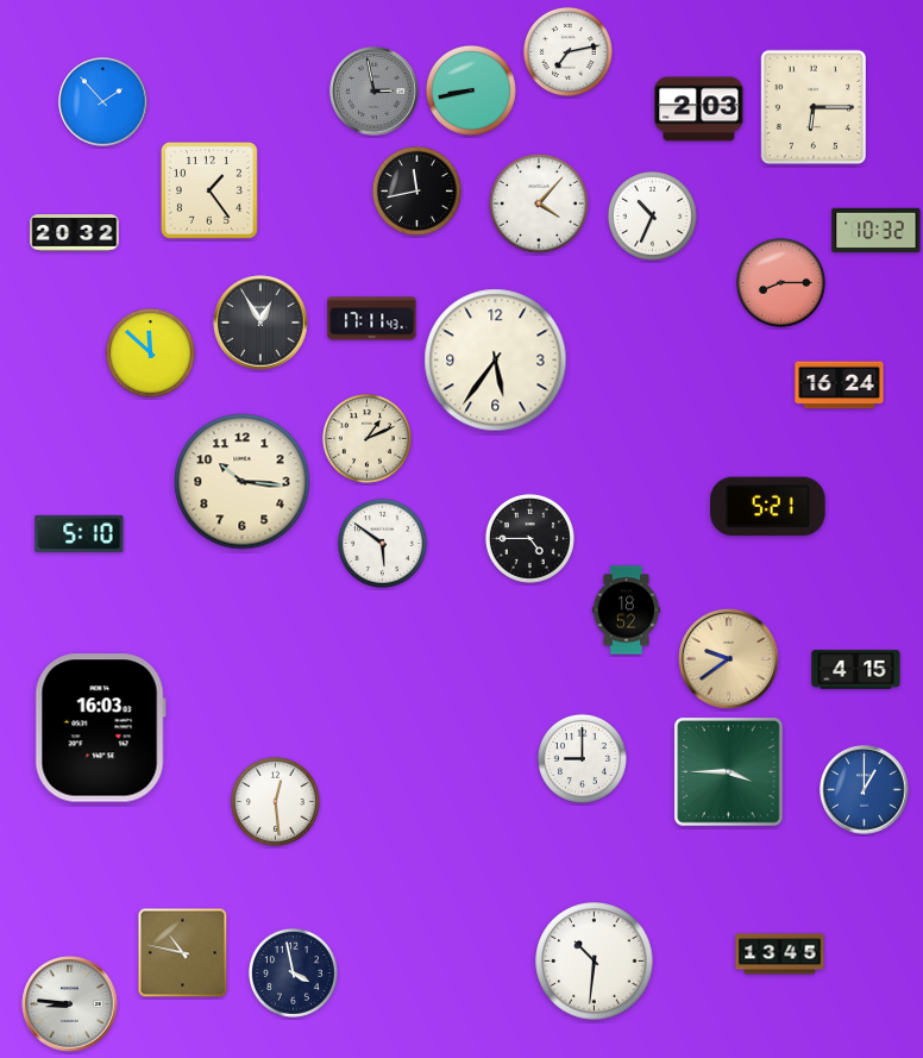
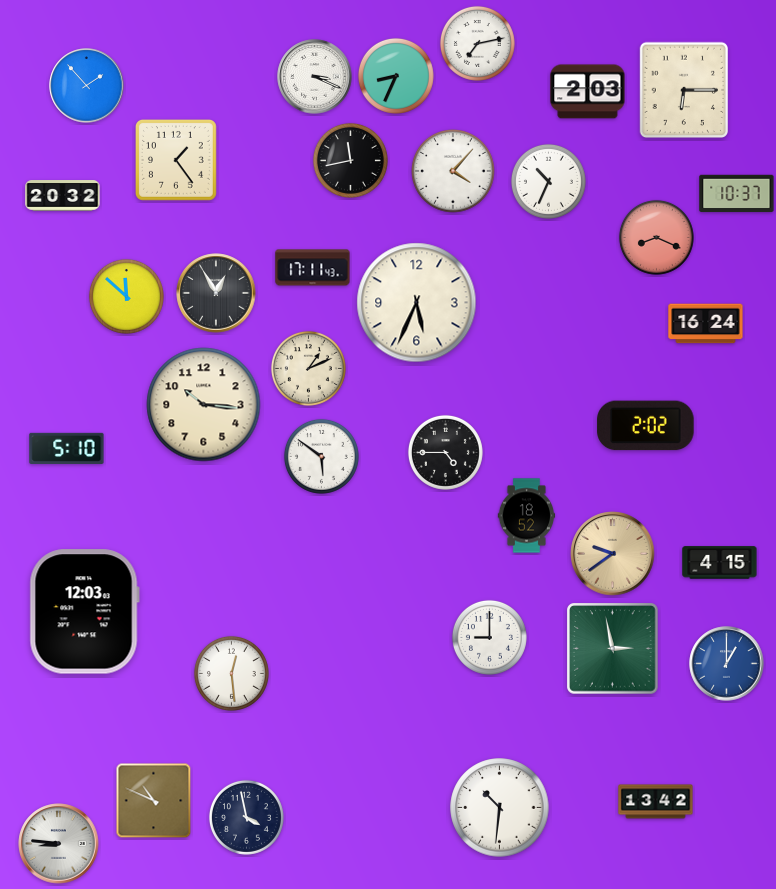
clock at (471, 90): 8:43 -> 8:34
clock at (375, 92): 2:58 -> 3:19
clock at (375, 92) dial: grey -> white
clock at (877, 231): 10:32 -> 10:37
clock at (780, 282): 8:15 -> 8:19
clock at (260, 323) position: (260, 323) -> (216, 293)
clock at (496, 361): 5:36 -> 5:34
clock at (768, 507): 5:21 -> 2:02
clock at (627, 611) position: (627, 611) -> (527, 516)
clock at (100, 728): 16:03 -> 12:03
clock at (729, 772): 3:45 -> 2:58
clock at (183, 953): 10:47 -> 10:49
clock at (780, 954): 13:45 -> 13:42
